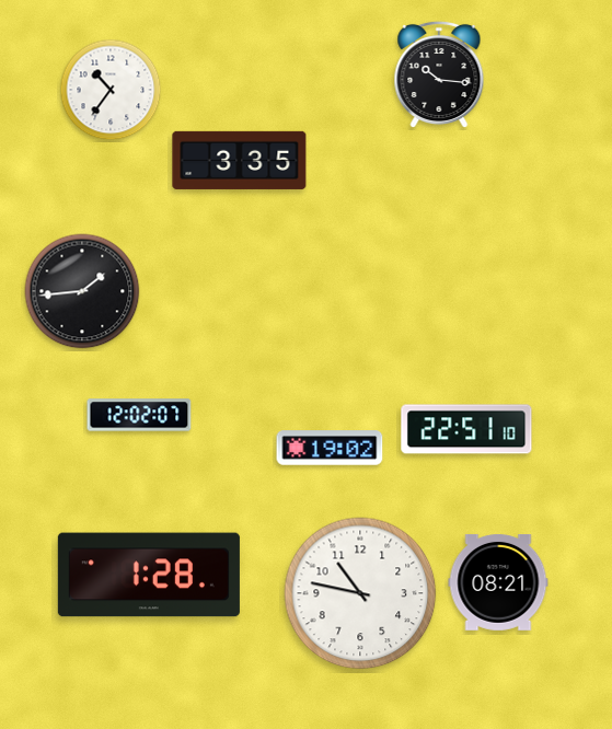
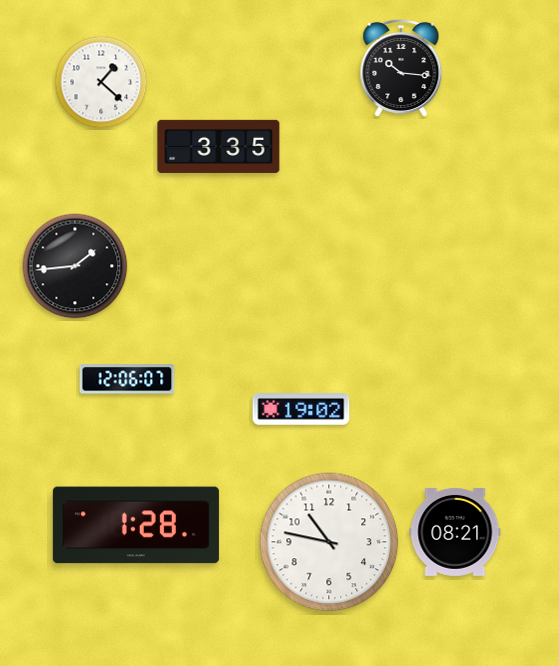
clock at (111, 90): 10:36 -> 1:22
clock at (139, 415): 12:02 -> 12:06
clock at (466, 429): 22:51 -> none
